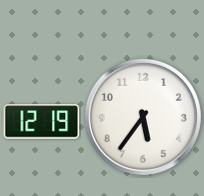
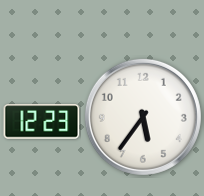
clock at (42, 122): 12:19 -> 12:23
